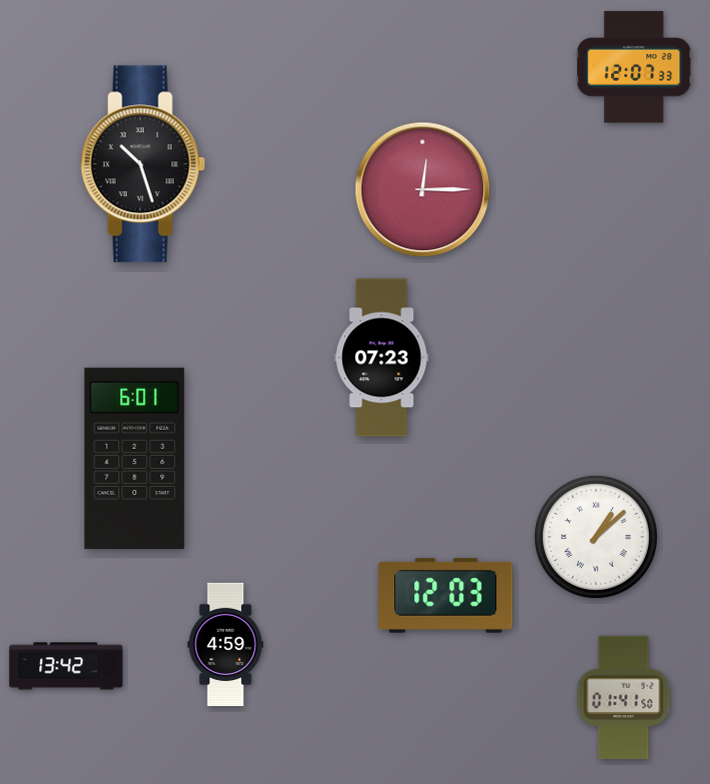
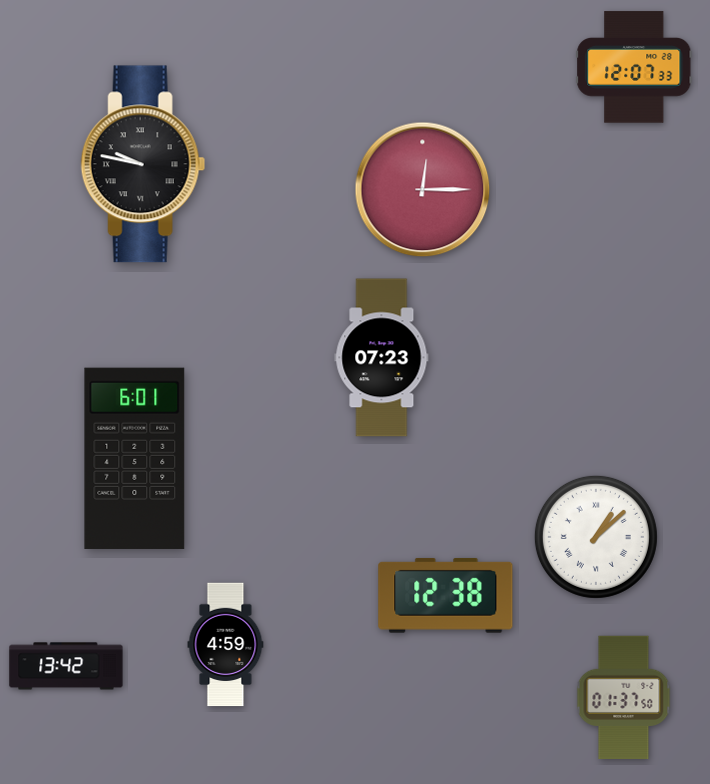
clock at (143, 164): 10:27 -> 9:47
clock at (446, 595): 12:03 -> 12:38
clock at (624, 698): 01:41 -> 01:37
